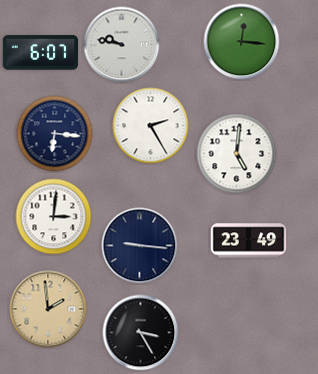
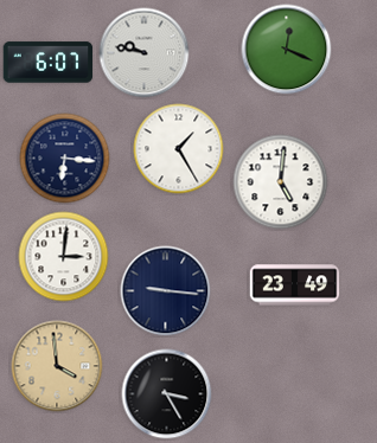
clock at (242, 42): 12:16 -> 12:19
clock at (151, 126): 2:25 -> 1:25
clock at (48, 309): 1:59 -> 3:59
